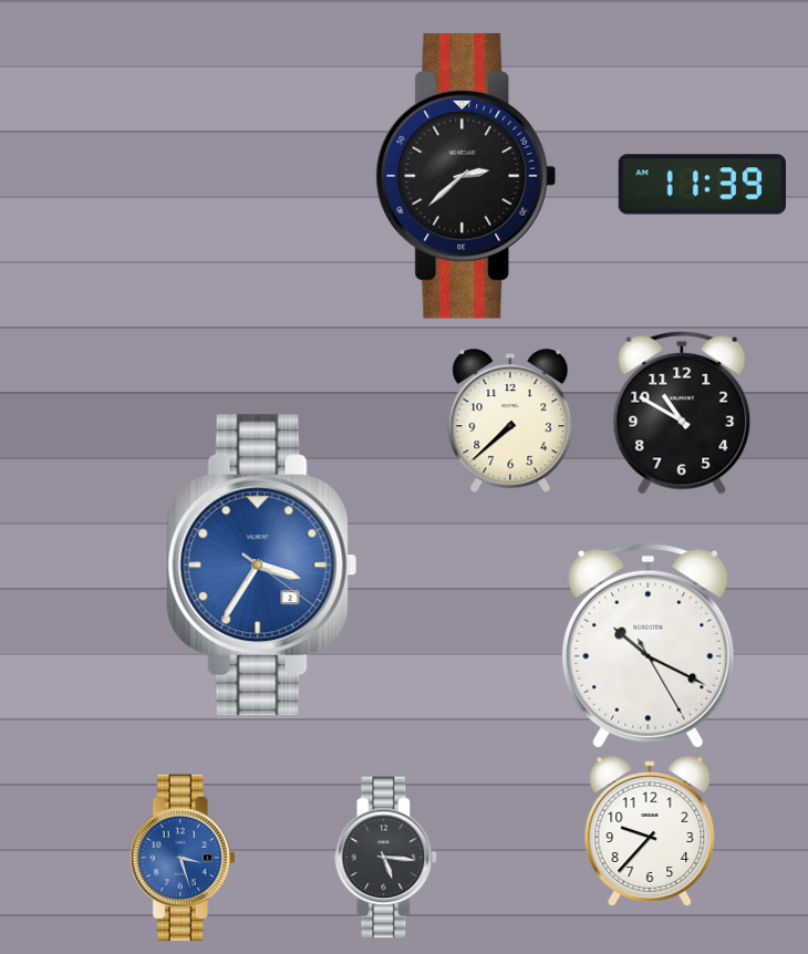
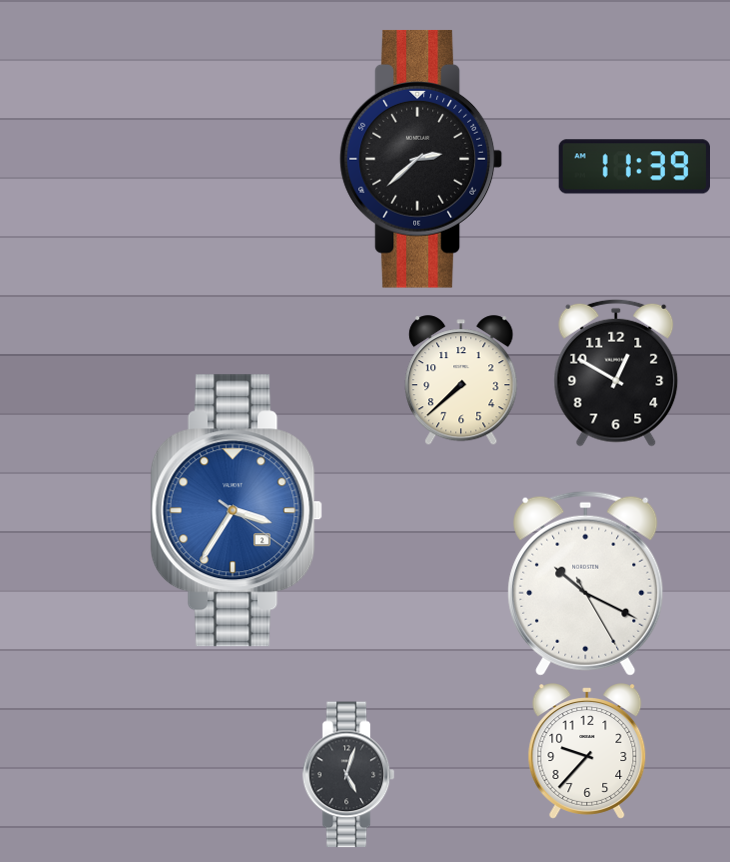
clock at (682, 413): 10:50 -> 12:50
clock at (183, 858): 3:27 -> none
clock at (386, 858): 5:16 -> 5:03
